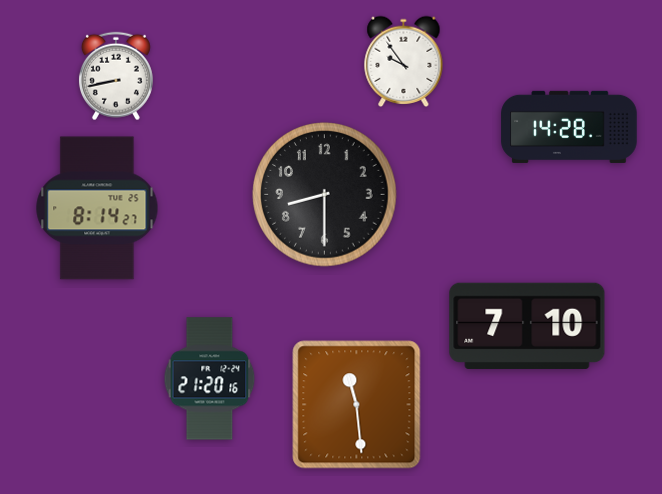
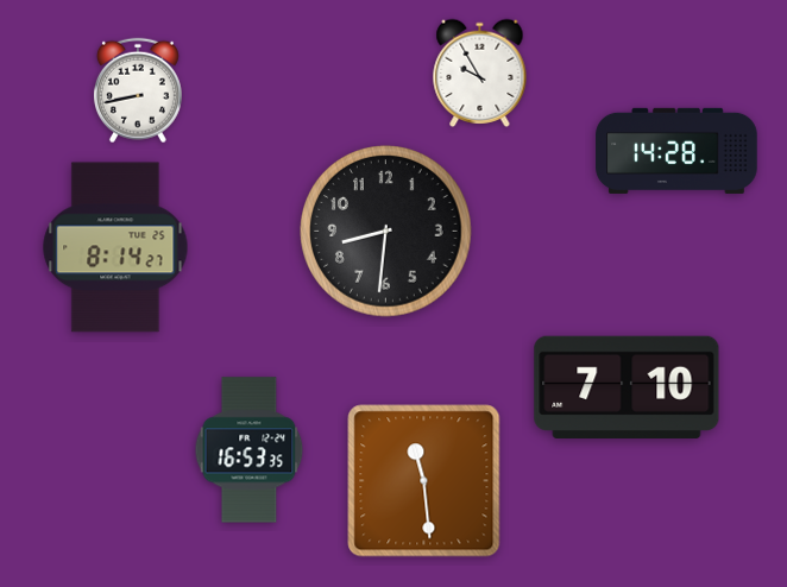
clock at (404, 61): 9:54 -> 9:55
clock at (325, 195): 8:30 -> 8:31
clock at (210, 379): 21:20 -> 16:53
